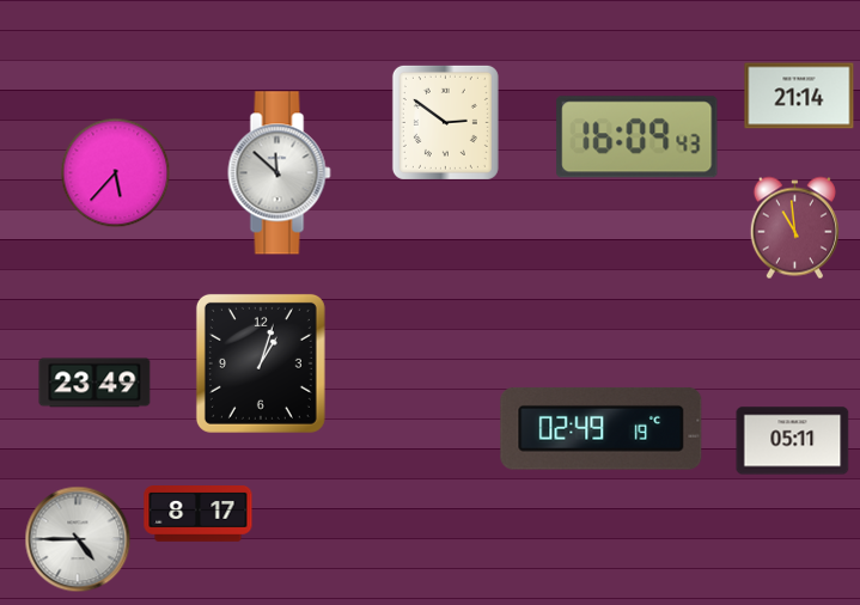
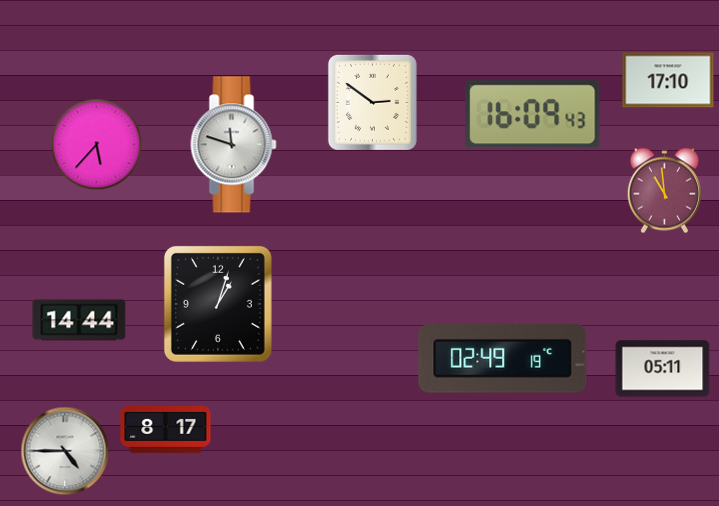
clock at (799, 96): 21:14 -> 17:10
clock at (280, 173): 11:52 -> 11:48
clock at (94, 383): 23:49 -> 14:44
